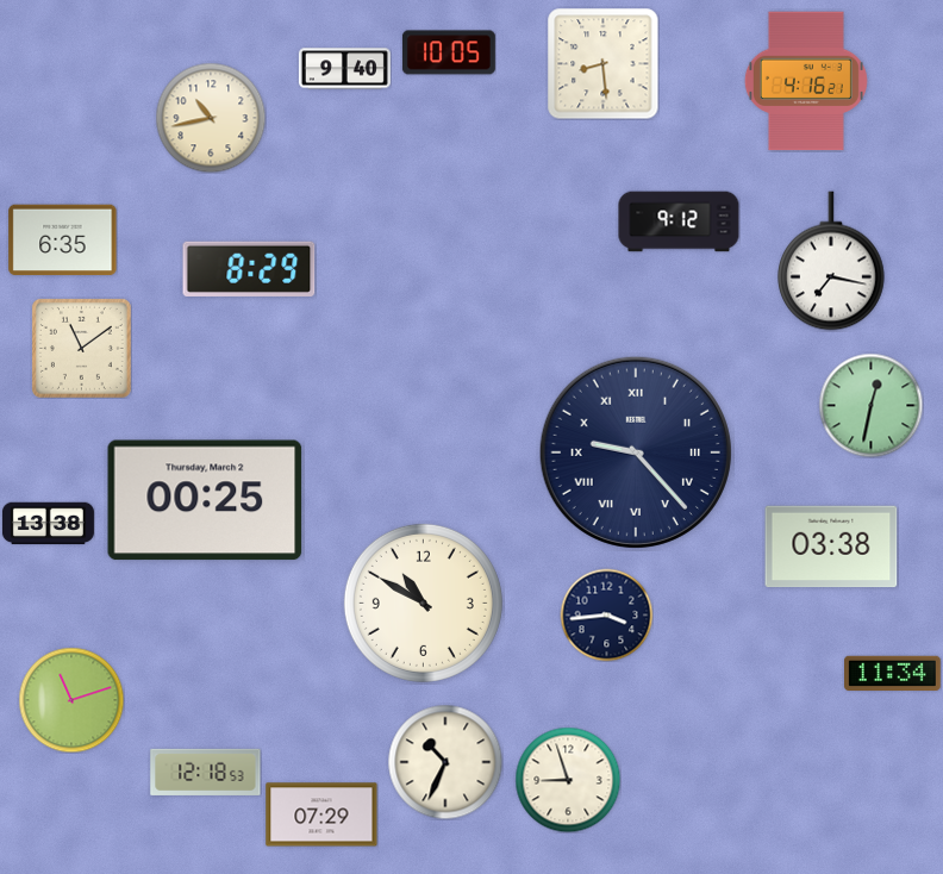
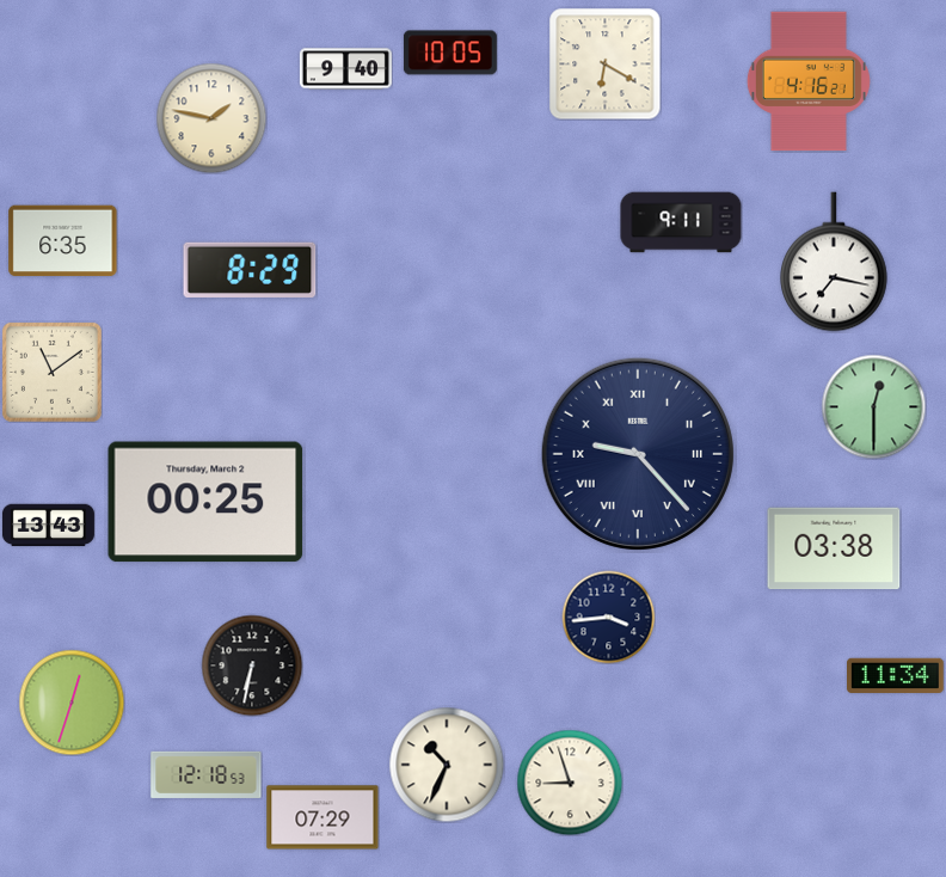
clock at (604, 64): 8:29 -> 6:20
clock at (211, 118): 10:43 -> 1:47
clock at (679, 221): 9:12 -> 9:11
clock at (81, 348) position: (81, 348) -> (51, 372)
clock at (870, 405): 12:32 -> 12:30
clock at (48, 524): 13:38 -> 13:43
clock at (423, 603): 10:50 -> none
clock at (252, 666): none -> 6:32
clock at (71, 700): 11:12 -> 12:33
